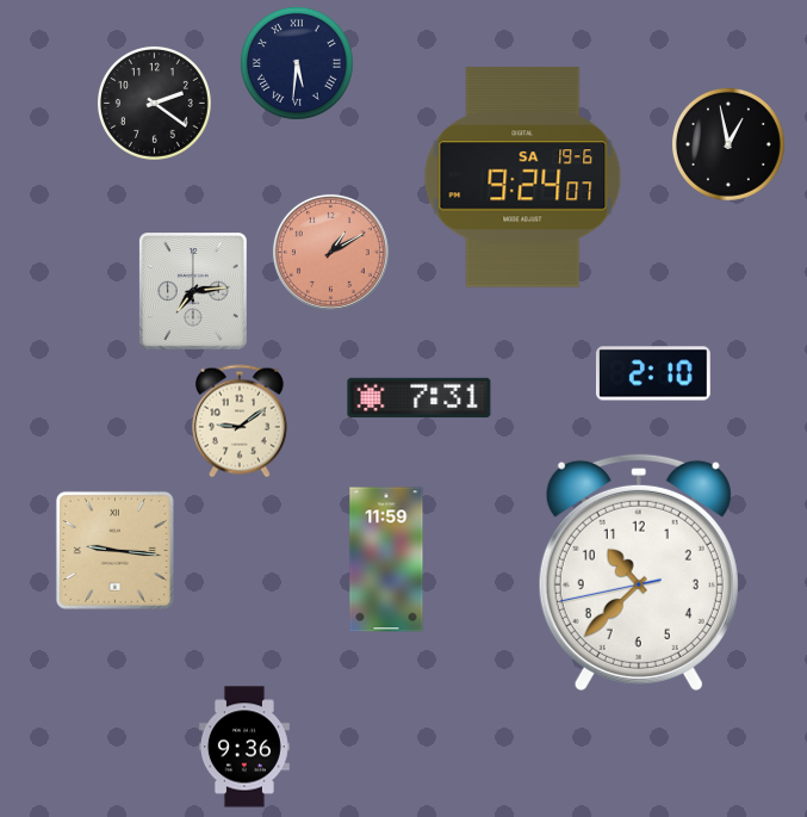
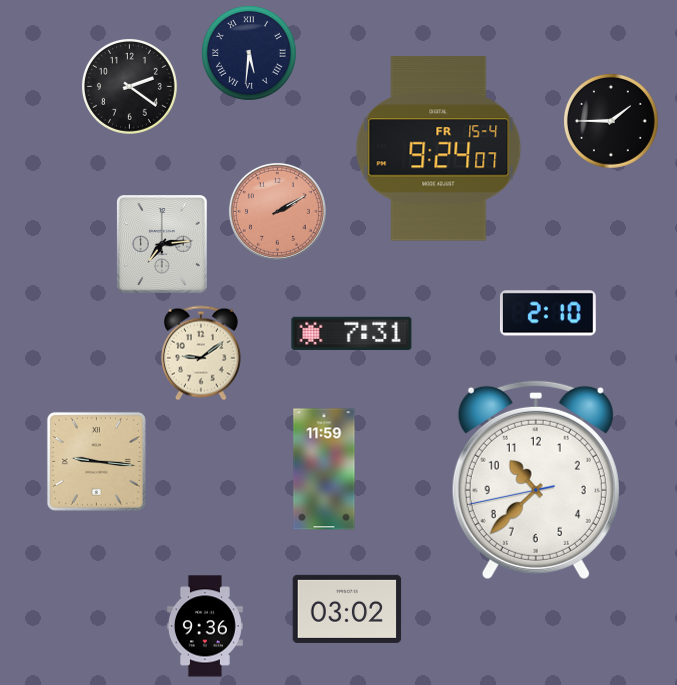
clock at (728, 144): 12:58 -> 1:45
clock at (523, 178) date: SA 19-6 -> FR 15-4
clock at (330, 252): 1:10 -> 2:10
clock at (347, 609): none -> 03:02
